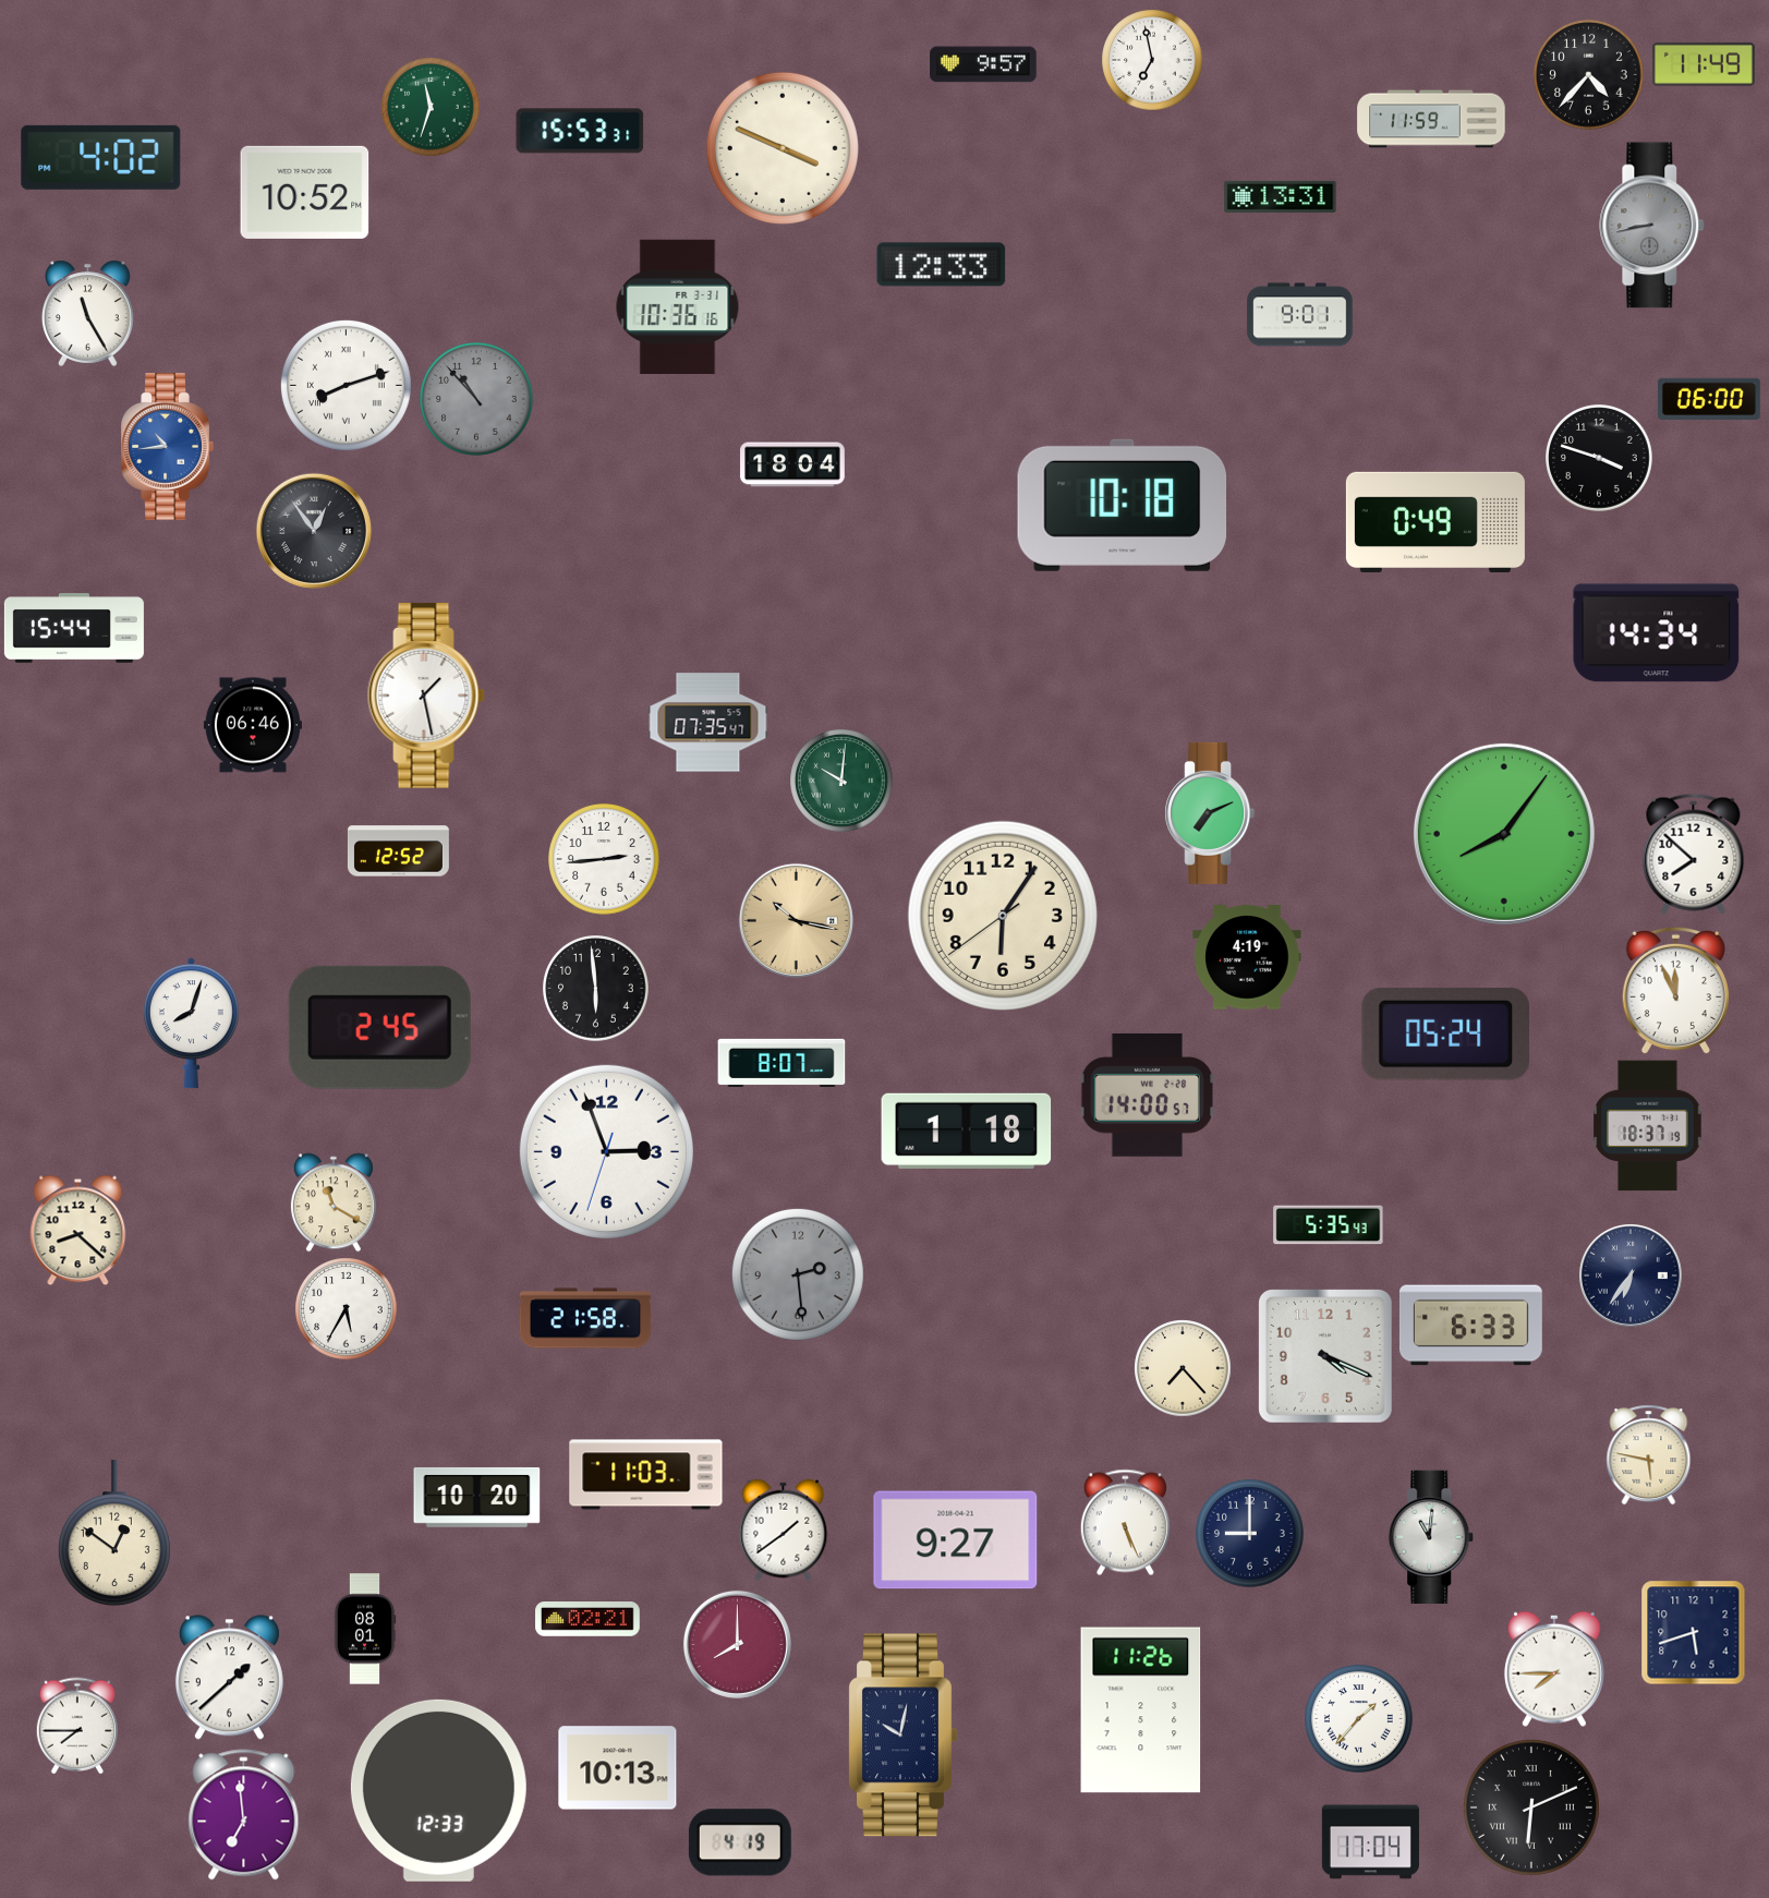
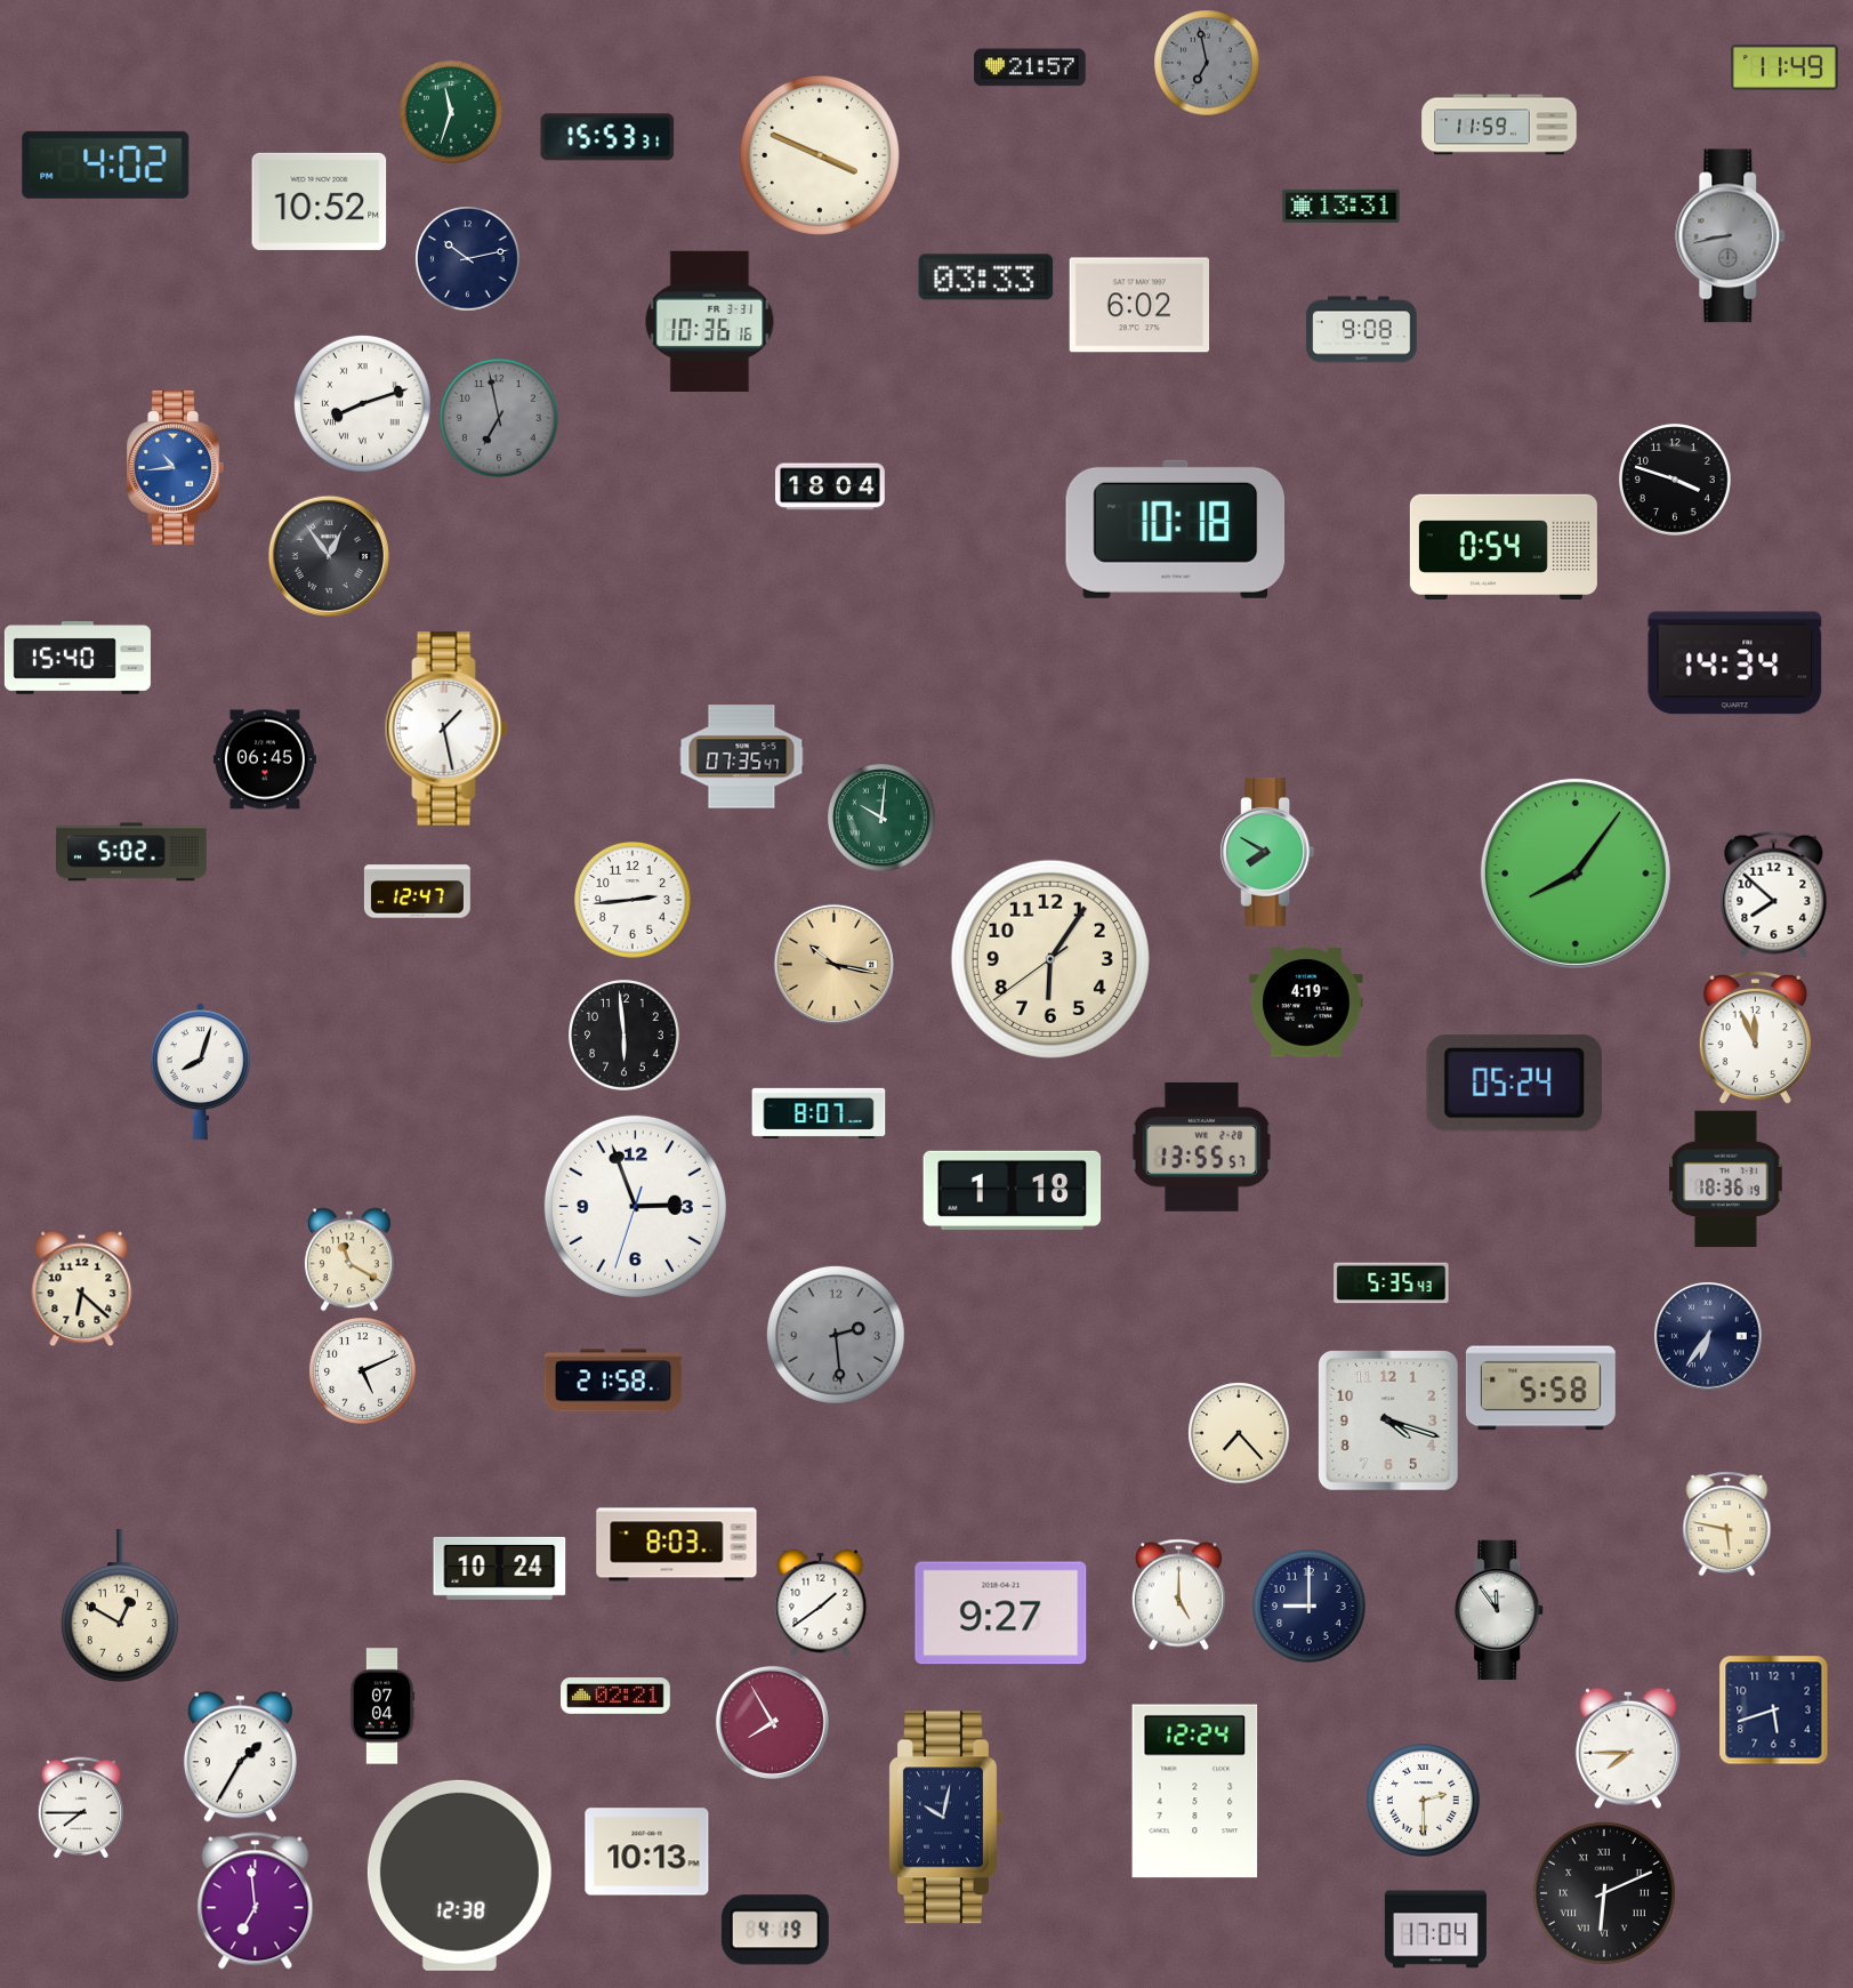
clock at (1152, 60) dial: white -> grey
clock at (983, 64): 9:57 -> 21:57
clock at (1589, 75): 4:37 -> none
clock at (468, 259): none -> 10:13
clock at (942, 265): 12:33 -> 03:33
clock at (1138, 305): none -> 6:02
clock at (88, 313): 11:25 -> none
clock at (1300, 315): 9:01 -> 9:08
clock at (1709, 399): 06:00 -> none
clock at (477, 400): 10:53 -> 6:58
clock at (1435, 522): 0:49 -> 0:54
clock at (74, 629): 15:44 -> 15:40
clock at (253, 725): 06:46 -> 06:45
clock at (132, 852): none -> 5:02
clock at (1210, 813): 7:11 -> 7:50
clock at (398, 851): 12:52 -> 12:47
clock at (379, 1027): 2:45 -> none
clock at (1147, 1095): 14:00 -> 13:55
clock at (1648, 1126): 18:37 -> 18:36
clock at (967, 1131) position: (967, 1131) -> (1013, 1190)
clock at (78, 1231): 8:22 -> 6:22
clock at (347, 1309): 5:35 -> 5:11
clock at (1470, 1326): 6:33 -> 5:58
clock at (1325, 1356): 4:19 -> 4:18
clock at (646, 1475): 11:03 -> 8:03
clock at (477, 1497): 10:20 -> 10:24
clock at (1125, 1523): 5:26 -> 5:00
clock at (114, 1534): 12:51 -> 12:50
clock at (1432, 1537): 11:01 -> 11:54
clock at (365, 1629): 08:01 -> 07:04
clock at (737, 1644): 8:00 -> 7:55
clock at (229, 1678): 1:38 -> 1:35
clock at (1141, 1710): 11:26 -> 12:24
clock at (1359, 1719): 1:37 -> 2:30
clock at (438, 1790): 12:33 -> 12:38
